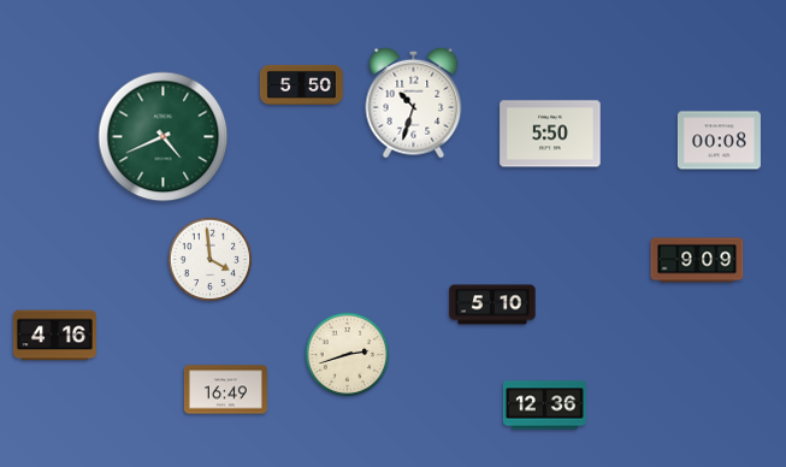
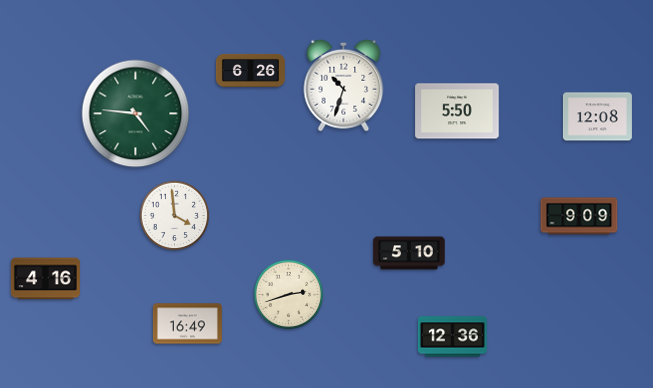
clock at (301, 84): 5:50 -> 6:26
clock at (164, 137): 4:41 -> 4:46
clock at (719, 141): 00:08 -> 12:08
